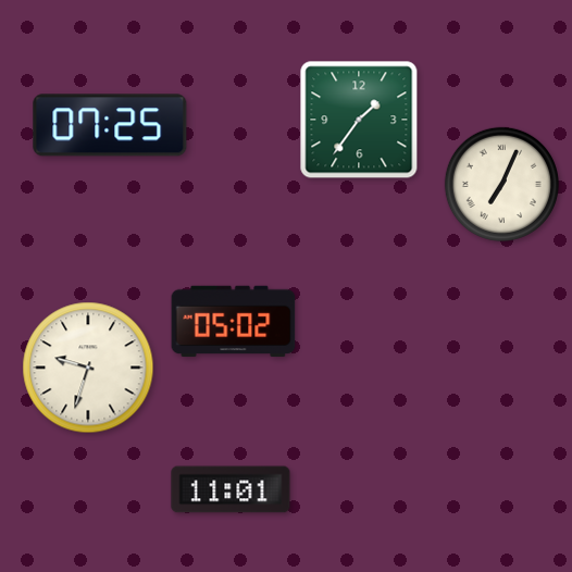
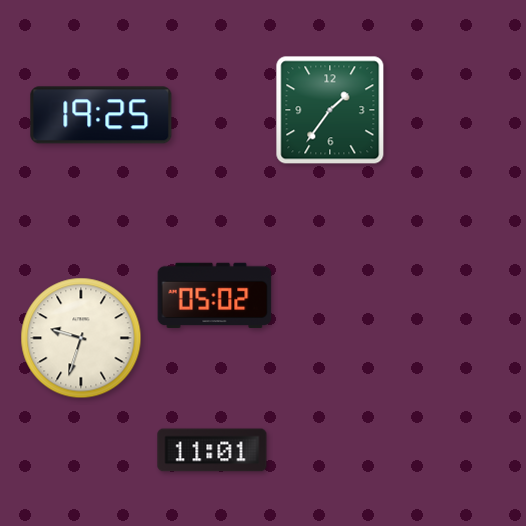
clock at (110, 125): 07:25 -> 19:25
clock at (501, 184): 7:04 -> none
